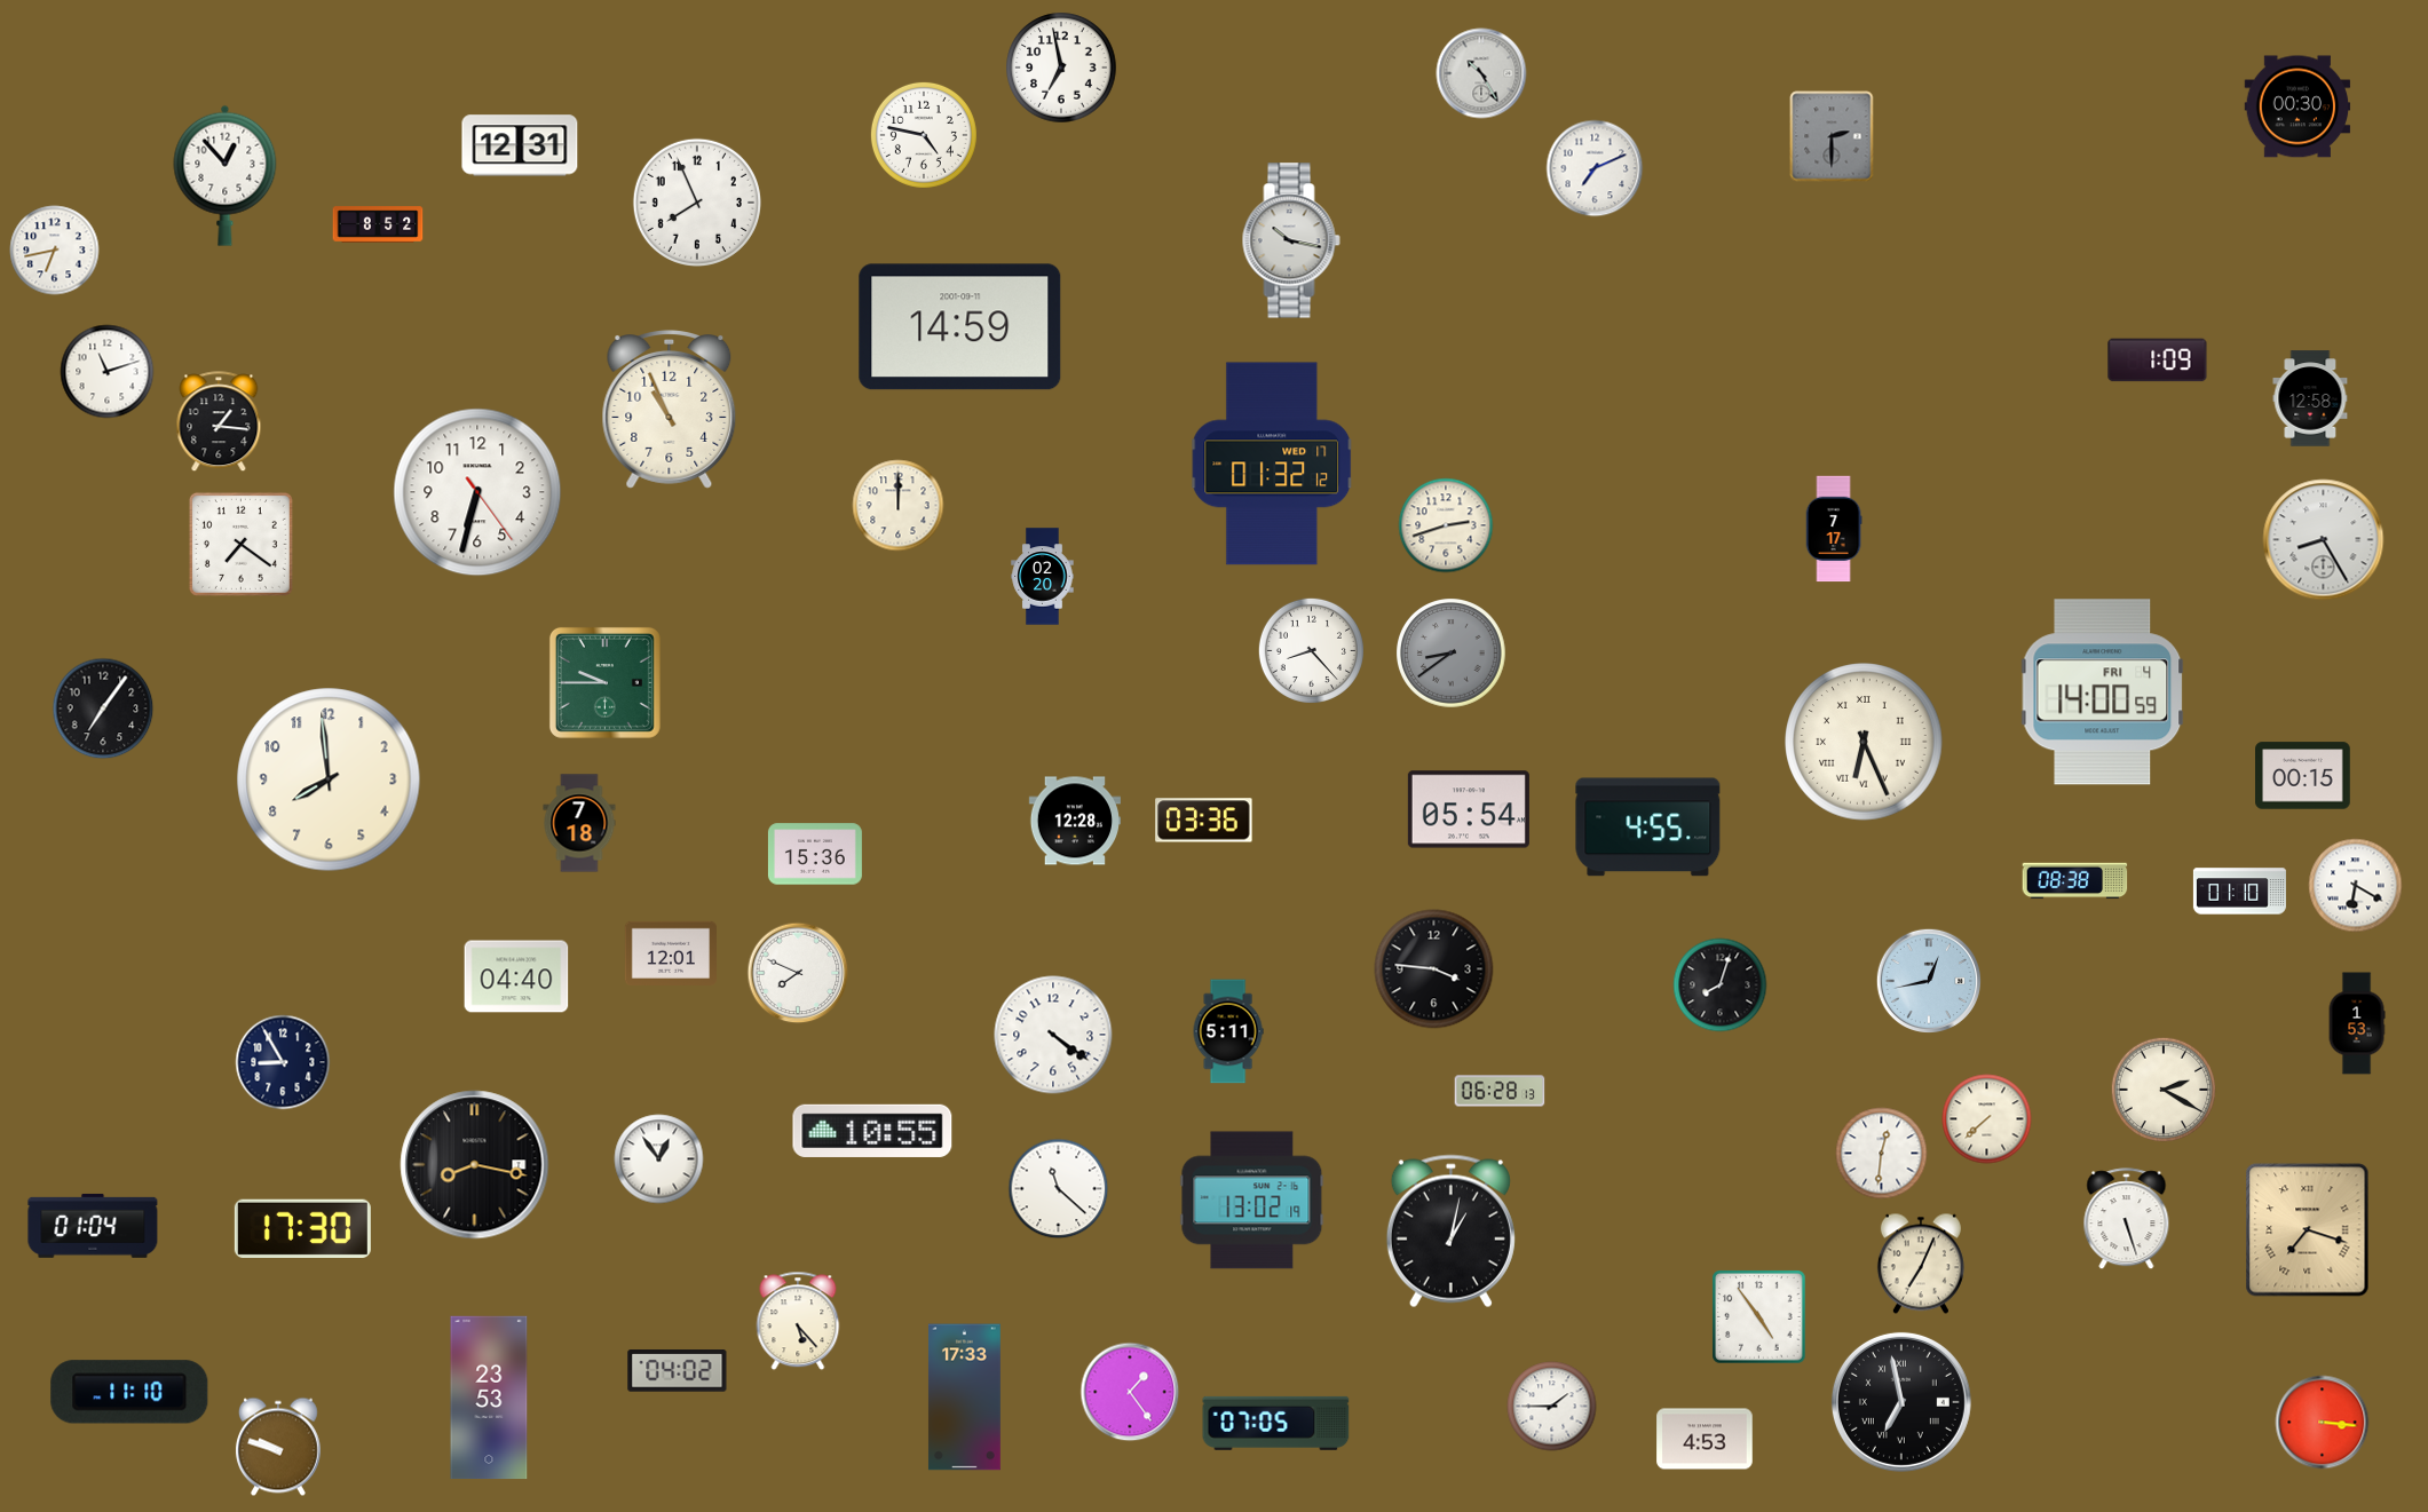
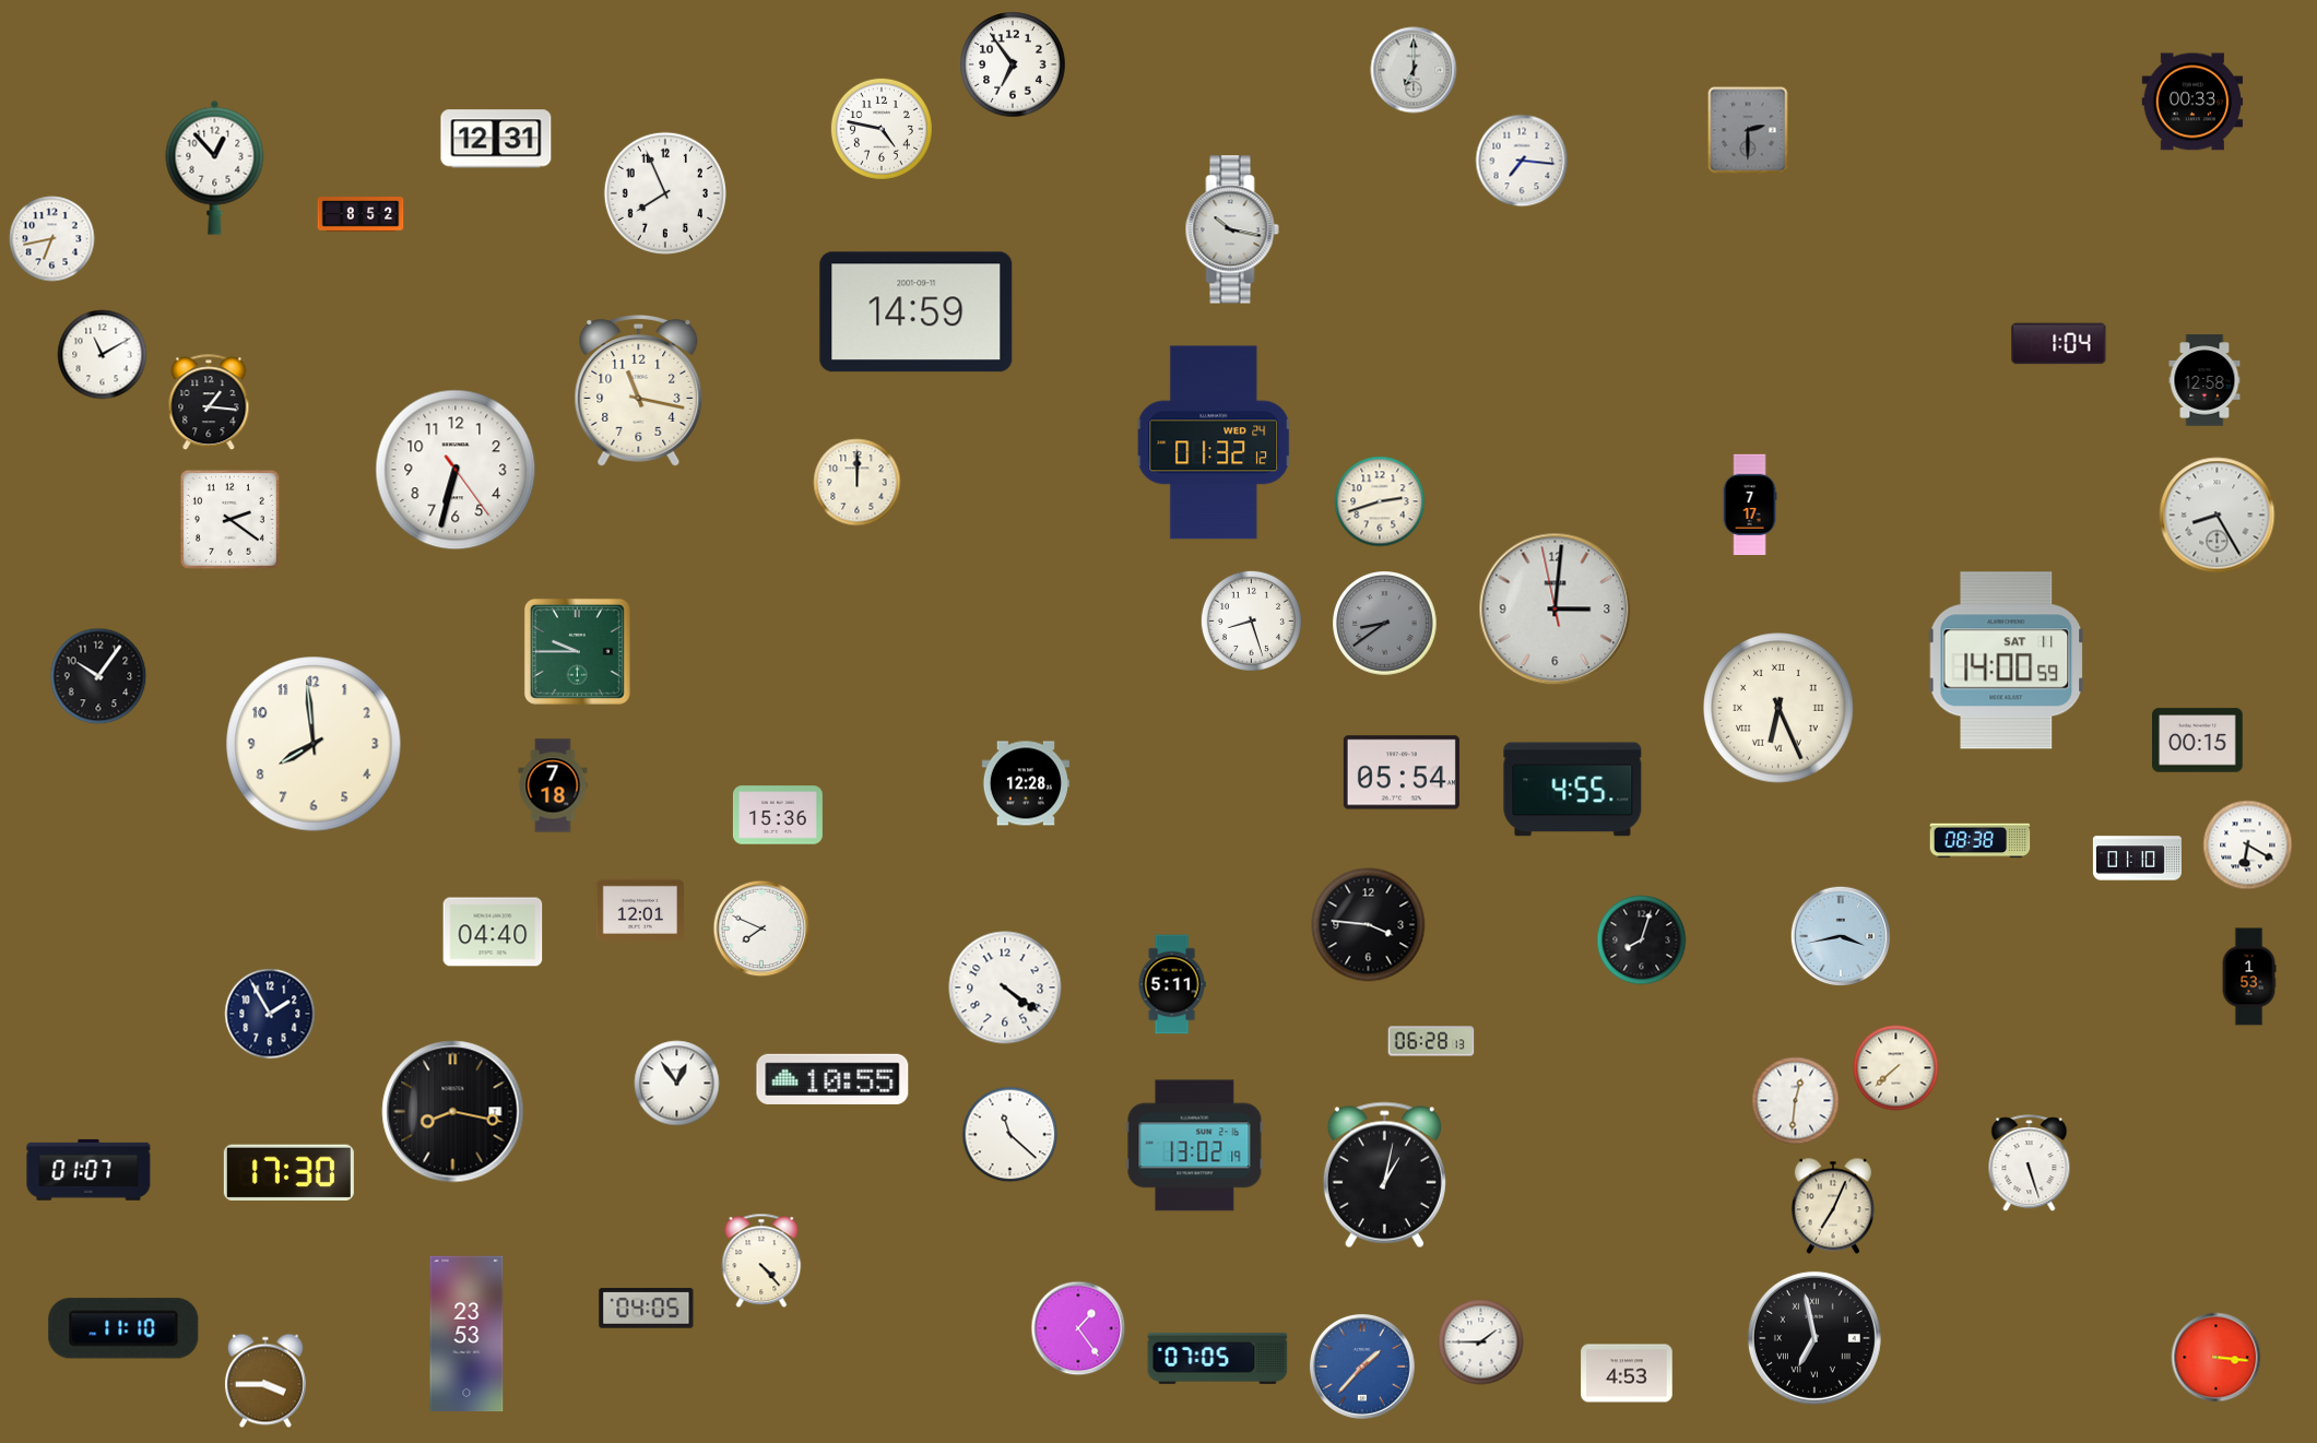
clock at (1061, 68): 6:58 -> 6:54
clock at (1481, 73): 10:25 -> 7:00
clock at (2297, 106): 00:30 -> 00:33
clock at (1595, 168): 7:11 -> 7:16
clock at (2158, 361): 1:09 -> 1:04
clock at (108, 372): 11:12 -> 11:10
clock at (670, 410): 10:56 -> 11:17
clock at (1273, 464) date: WED 17 -> WED 24
clock at (240, 544): 7:21 -> 2:21
clock at (1043, 577): 02:20 -> none
clock at (1556, 610): none -> 3:00
clock at (1311, 650): 8:23 -> 8:27
clock at (2103, 692) date: FRI 4 -> SAT 11
clock at (103, 708): 7:06 -> 10:06
clock at (1204, 821): 03:36 -> none
clock at (2239, 892) position: (2239, 892) -> (2137, 859)
clock at (1928, 980): 12:43 -> 3:43
clock at (283, 1062): 8:55 -> 1:55
clock at (2162, 1089): 2:20 -> none
clock at (659, 1159) position: (659, 1159) -> (677, 1084)
clock at (93, 1226): 01:04 -> 01:07
clock at (2308, 1230): 7:18 -> none
clock at (1759, 1317): 4:54 -> none
clock at (798, 1321): 5:23 -> 4:23
clock at (678, 1371): 04:02 -> 04:05
clock at (964, 1398): 17:33 -> none
clock at (1362, 1367): none -> 1:37
clock at (278, 1447): 9:48 -> 3:45
